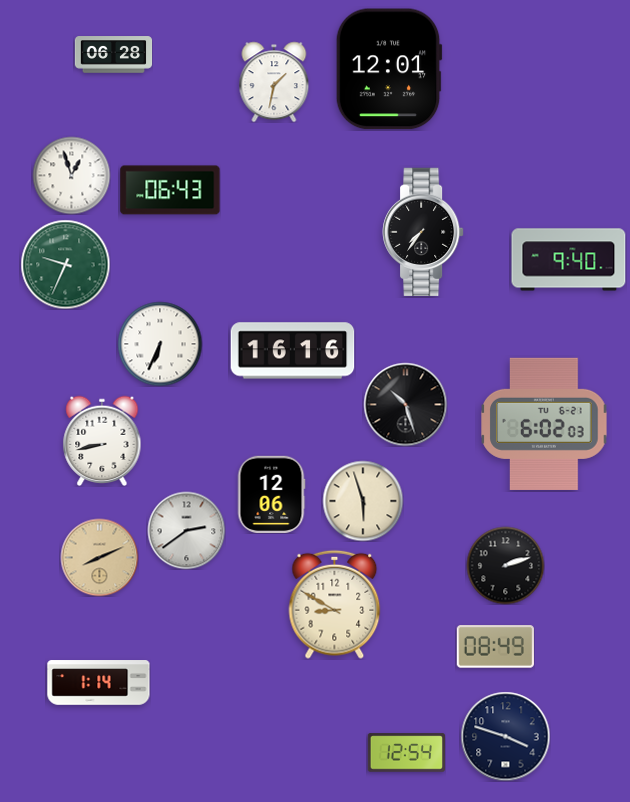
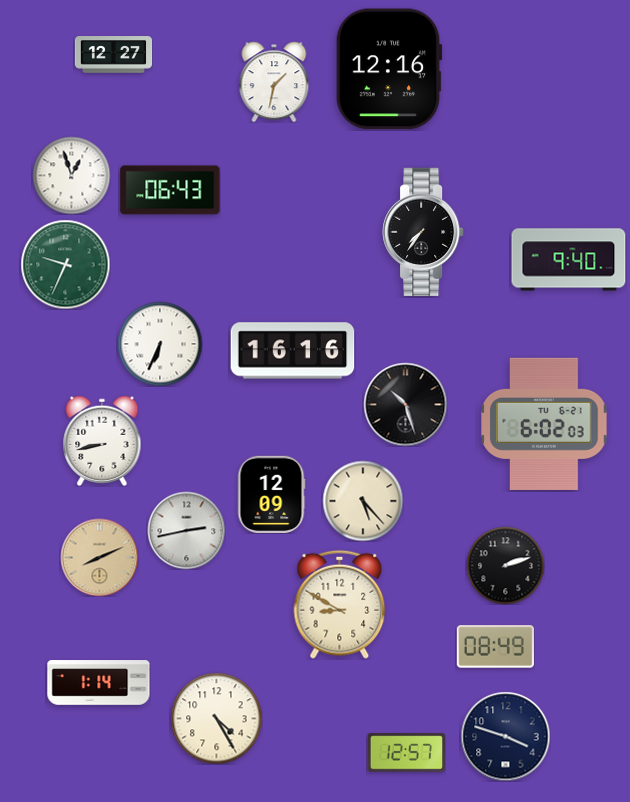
clock at (113, 55): 06:28 -> 12:27
clock at (389, 69): 12:01 -> 12:16
clock at (271, 494): 12:06 -> 12:09
clock at (363, 501): 5:57 -> 5:23
clock at (186, 530): 2:39 -> 2:43
clock at (335, 604) position: (335, 604) -> (340, 604)
clock at (216, 718): none -> 4:25
clock at (406, 753): 12:54 -> 12:57
